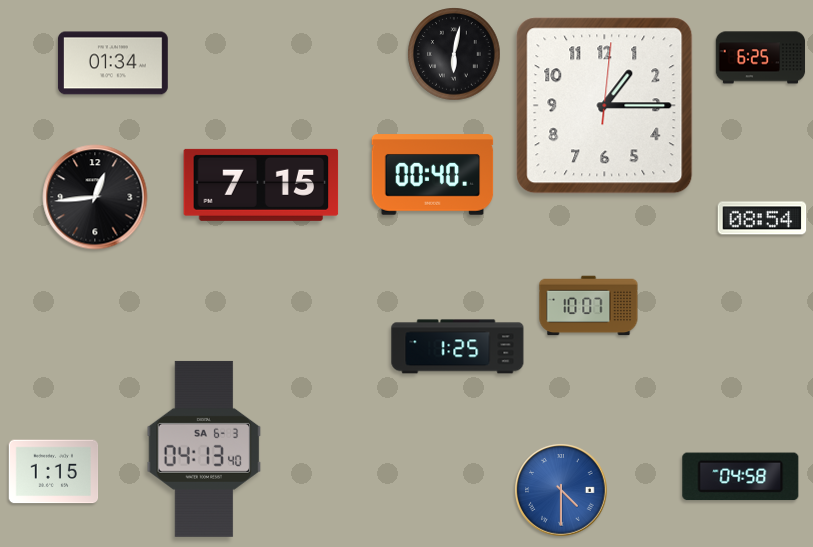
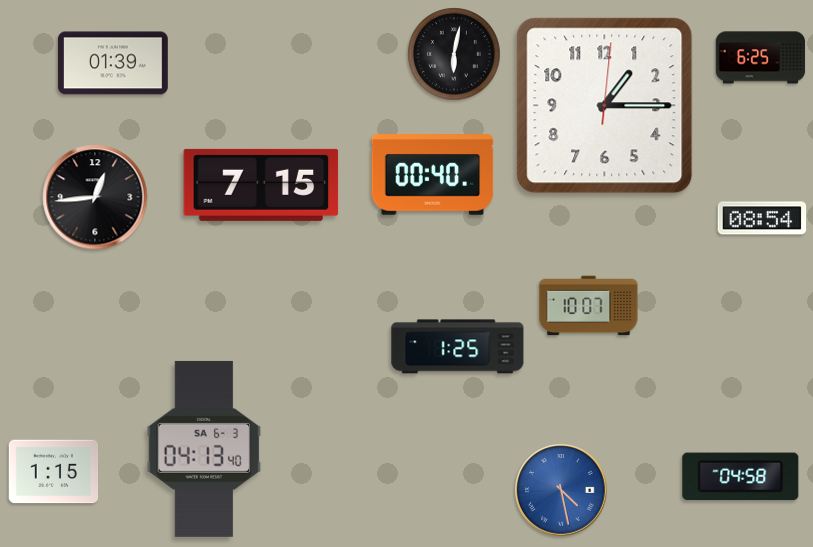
clock at (113, 63): 01:34 -> 01:39
clock at (561, 490): 4:30 -> 4:28
